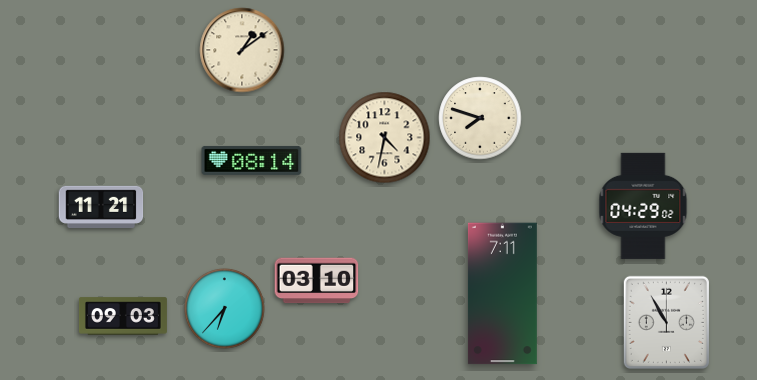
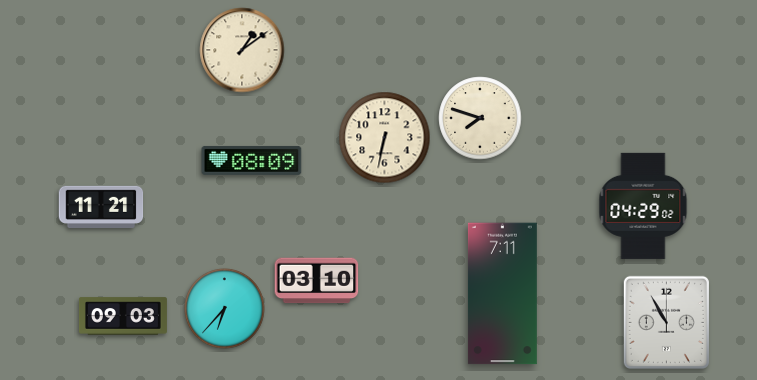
clock at (385, 138): 4:32 -> 6:32
clock at (252, 160): 08:14 -> 08:09
